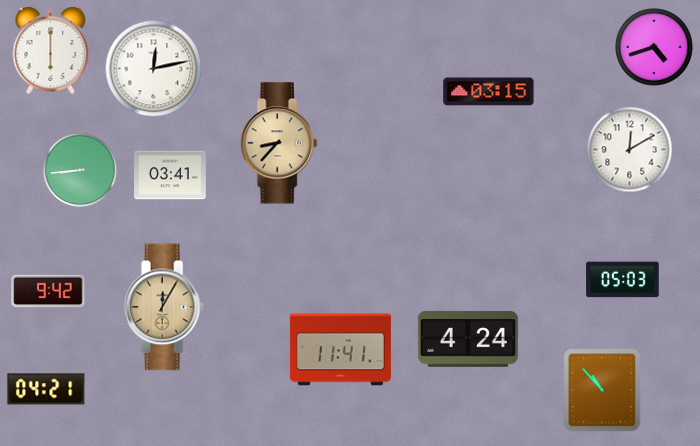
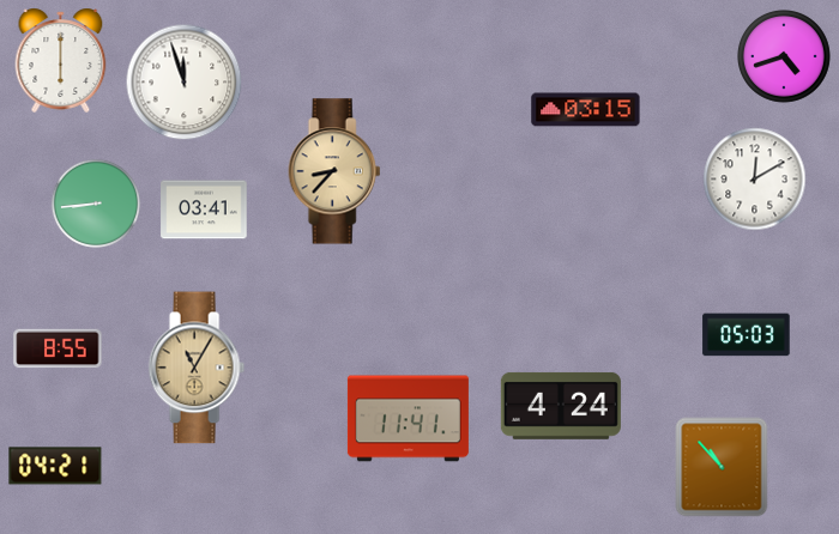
clock at (154, 69): 12:13 -> 11:57
clock at (48, 291): 9:42 -> 8:55
clock at (164, 307): 12:05 -> 11:05
